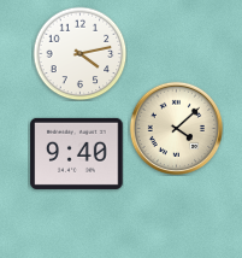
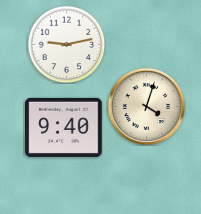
clock at (79, 53): 4:13 -> 9:13
clock at (176, 128): 4:08 -> 4:03
